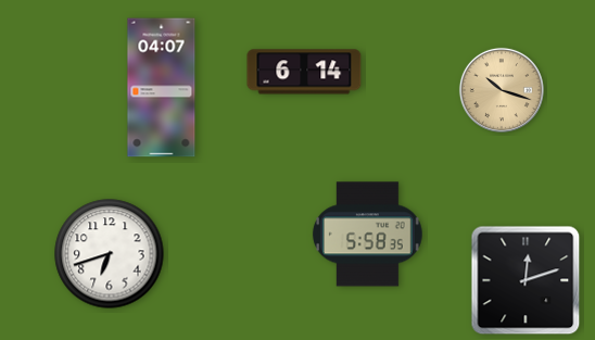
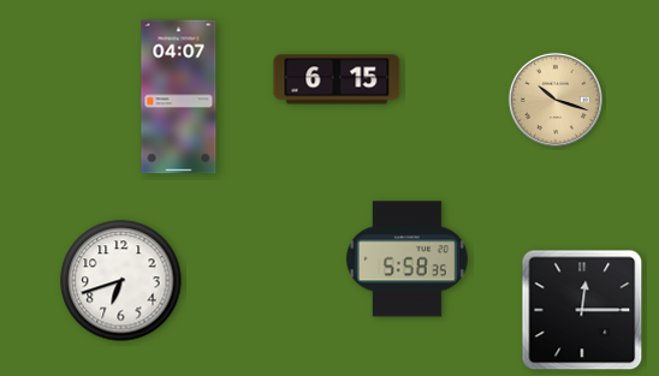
clock at (304, 72): 6:14 -> 6:15
clock at (526, 280): 12:12 -> 12:15
